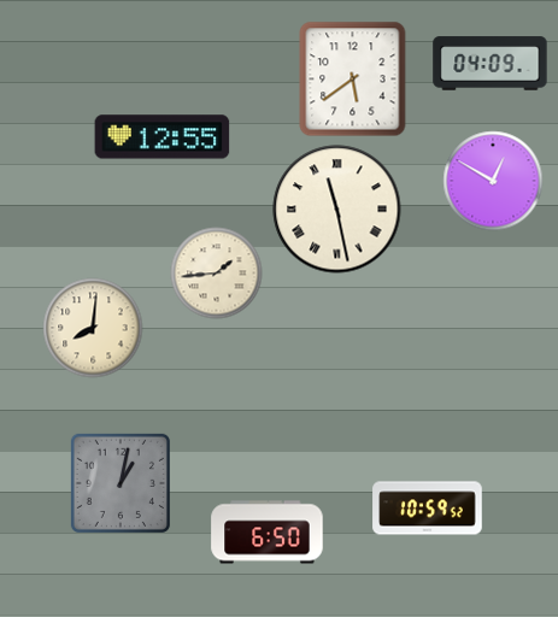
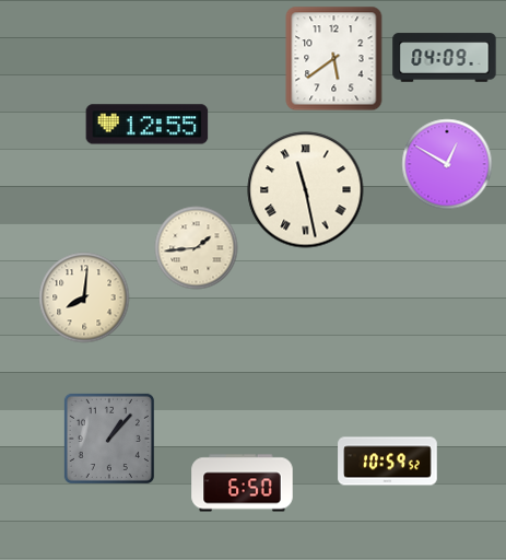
clock at (353, 80) position: (353, 80) -> (334, 59)
clock at (121, 483): 1:02 -> 1:07
